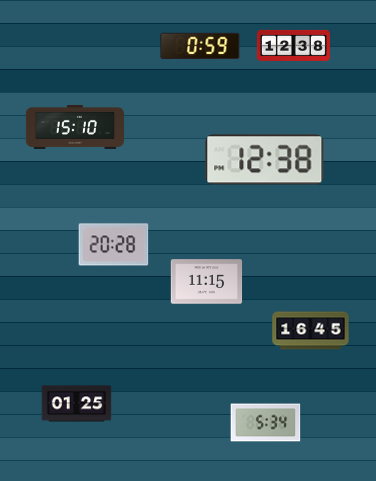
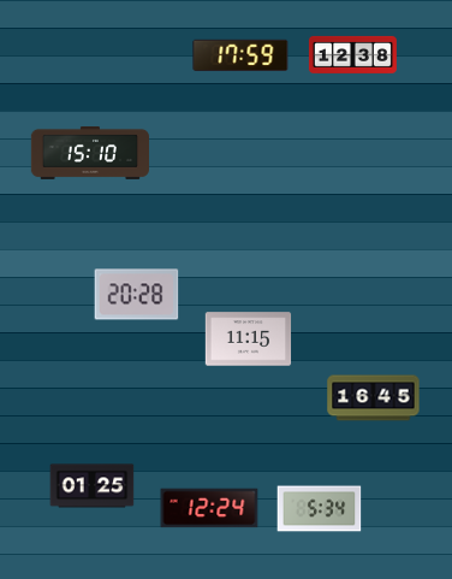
clock at (200, 45): 0:59 -> 17:59
clock at (265, 160): 12:38 -> none
clock at (209, 508): none -> 12:24
